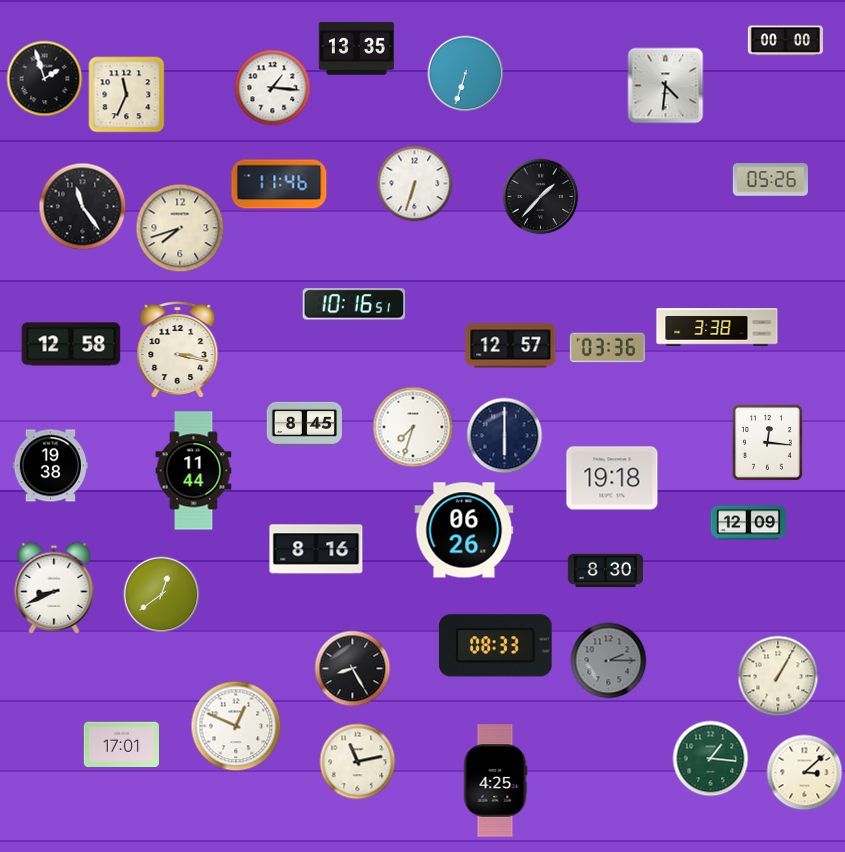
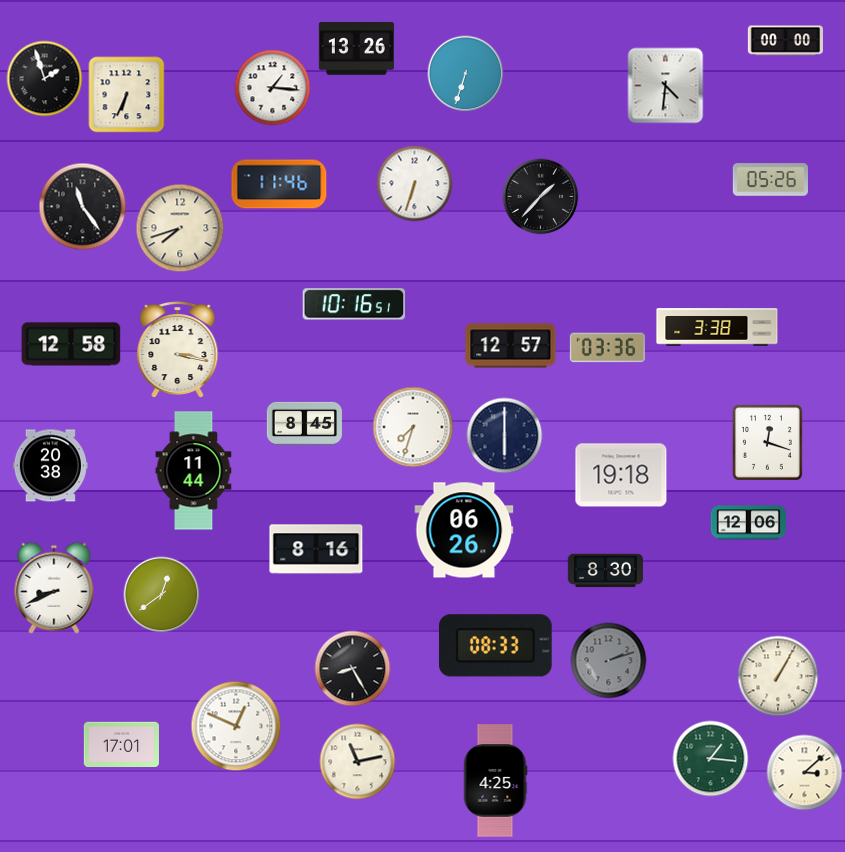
clock at (356, 49): 13:35 -> 13:26
clock at (127, 95): 11:34 -> 6:34
clock at (767, 442): 12:16 -> 12:18
clock at (50, 466): 19:38 -> 20:38
clock at (612, 478) position: (612, 478) -> (621, 475)
clock at (748, 523): 12:09 -> 12:06
clock at (609, 661): 2:15 -> 2:12
